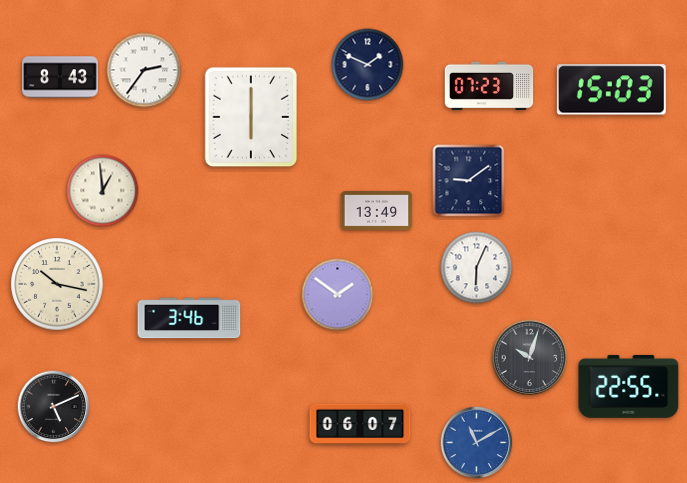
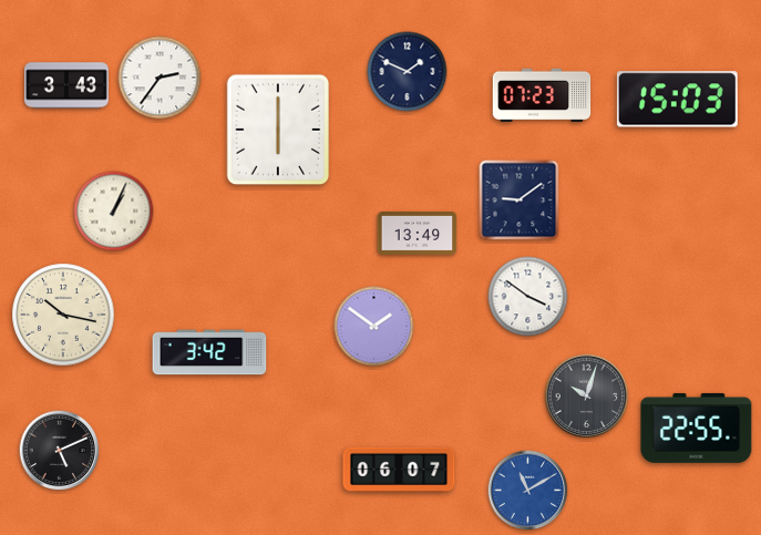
clock at (60, 77): 8:43 -> 3:43
clock at (103, 191): 12:59 -> 1:04
clock at (477, 268): 6:04 -> 3:51
clock at (189, 318): 3:46 -> 3:42
